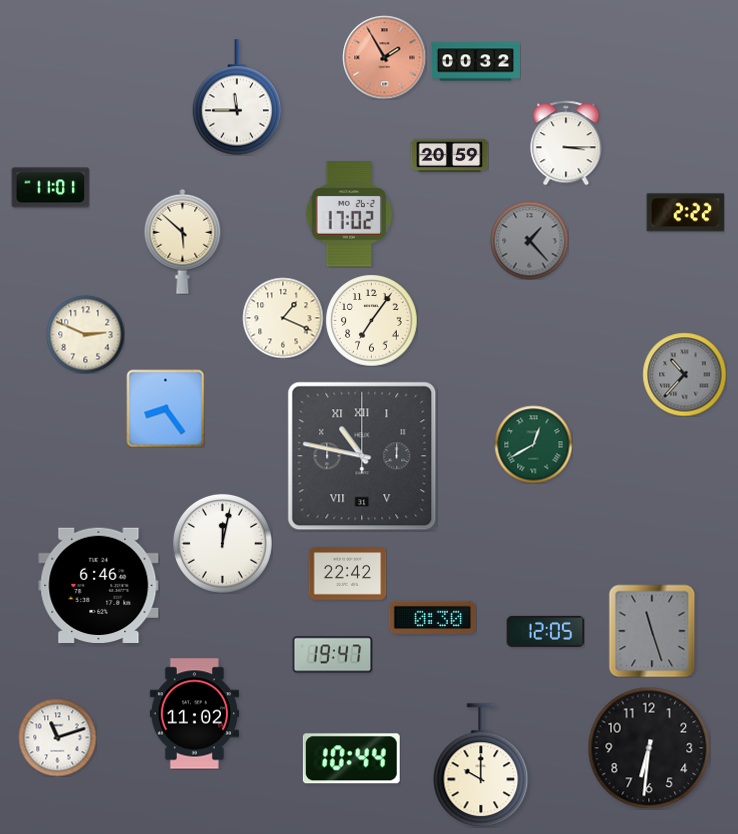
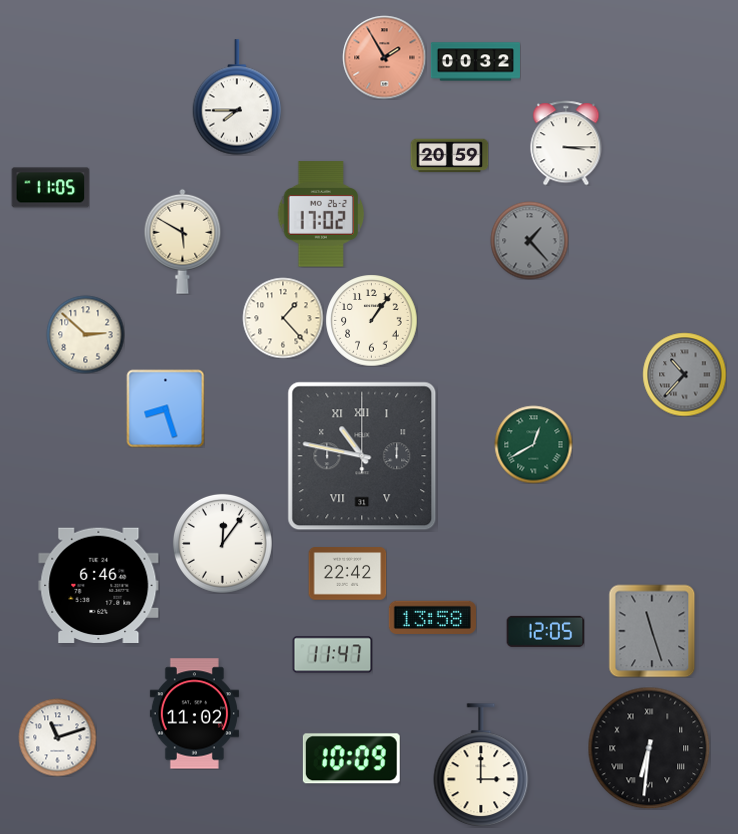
clock at (237, 97): 11:45 -> 7:45
clock at (50, 188): 11:01 -> 11:05
clock at (685, 213): 2:22 -> none
clock at (349, 214) position: (349, 214) -> (321, 214)
clock at (183, 241): 5:52 -> 5:50
clock at (283, 318): 1:19 -> 1:23
clock at (371, 320): 7:06 -> 1:06
clock at (85, 334): 2:49 -> 2:52
clock at (165, 408): 8:24 -> 8:27
clock at (222, 543): 12:02 -> 12:06
clock at (432, 617): 0:30 -> 13:58
clock at (332, 655): 19:47 -> 11:47
clock at (649, 748) numerals: Arabic -> Roman
clock at (351, 759): 10:44 -> 10:09
clock at (481, 765): 10:00 -> 3:00
